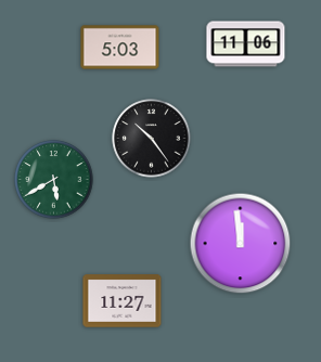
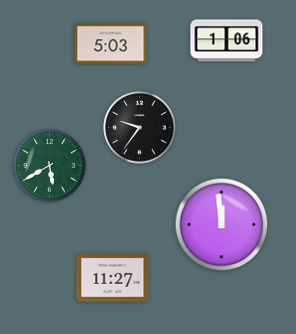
clock at (246, 44): 11:06 -> 1:06
clock at (152, 139): 10:24 -> 9:36
